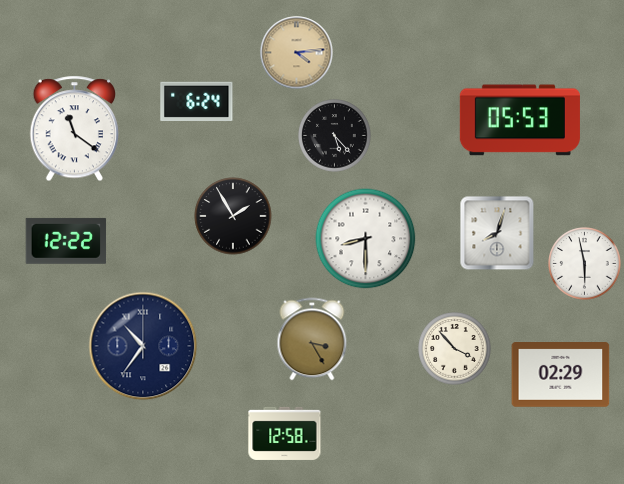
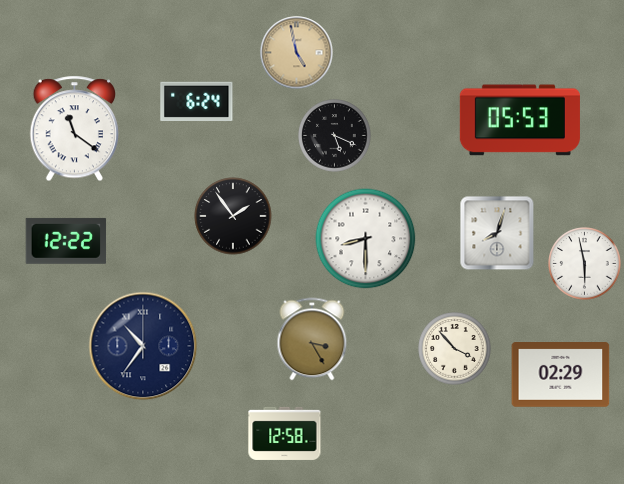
clock at (297, 53): 4:14 -> 4:58
clock at (335, 136): 5:23 -> 5:19
clock at (233, 216): 1:55 -> 1:54
